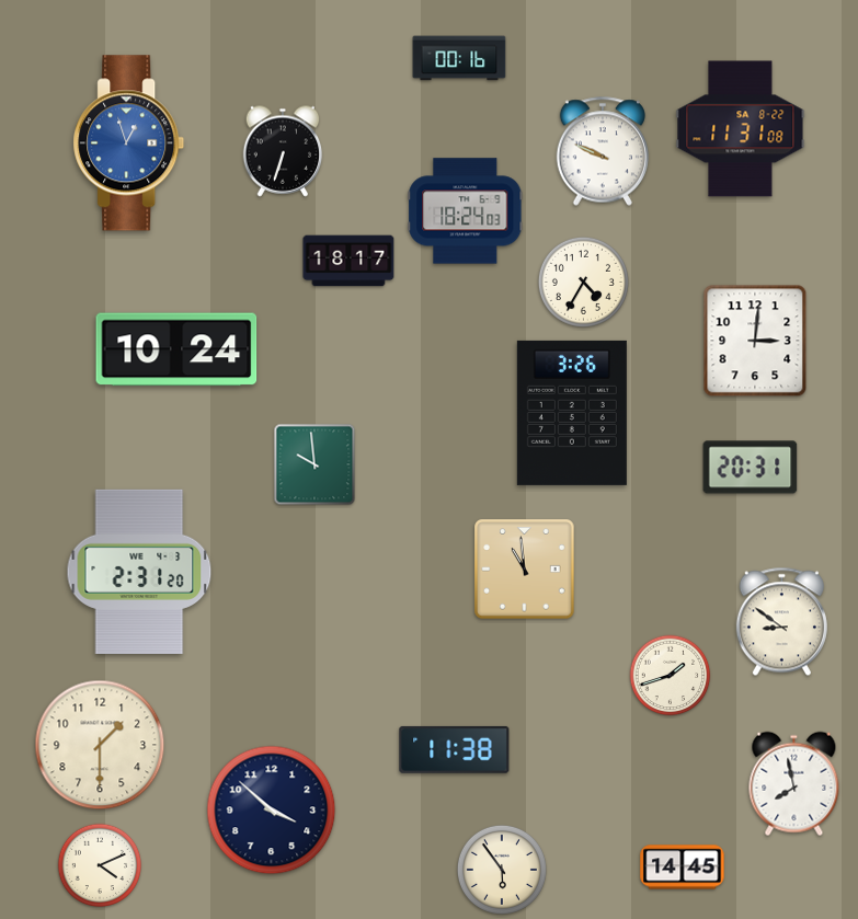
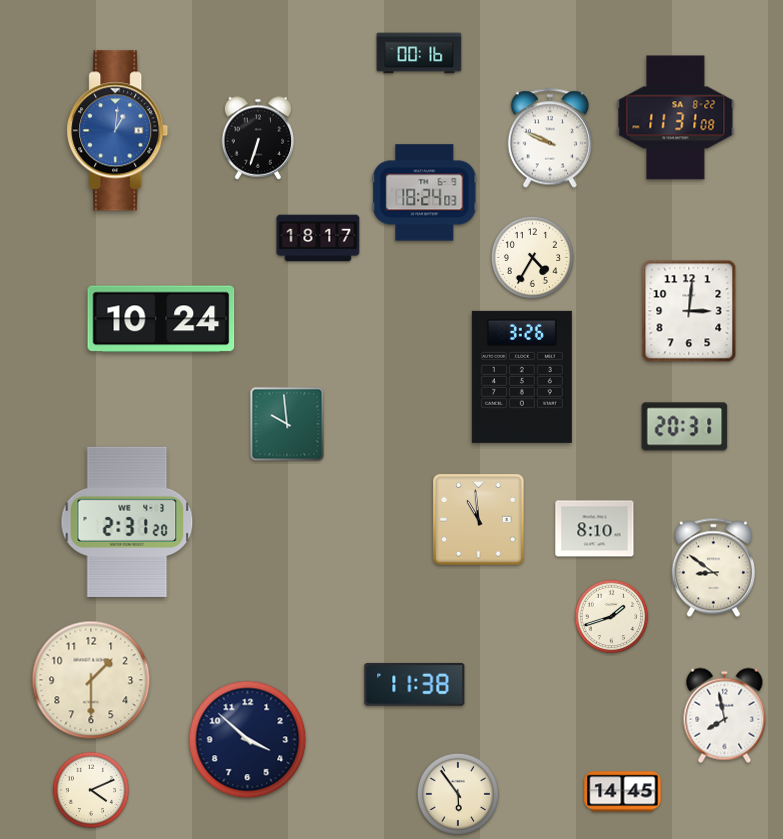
clock at (129, 143): 12:57 -> 1:01
clock at (595, 529): none -> 8:10
